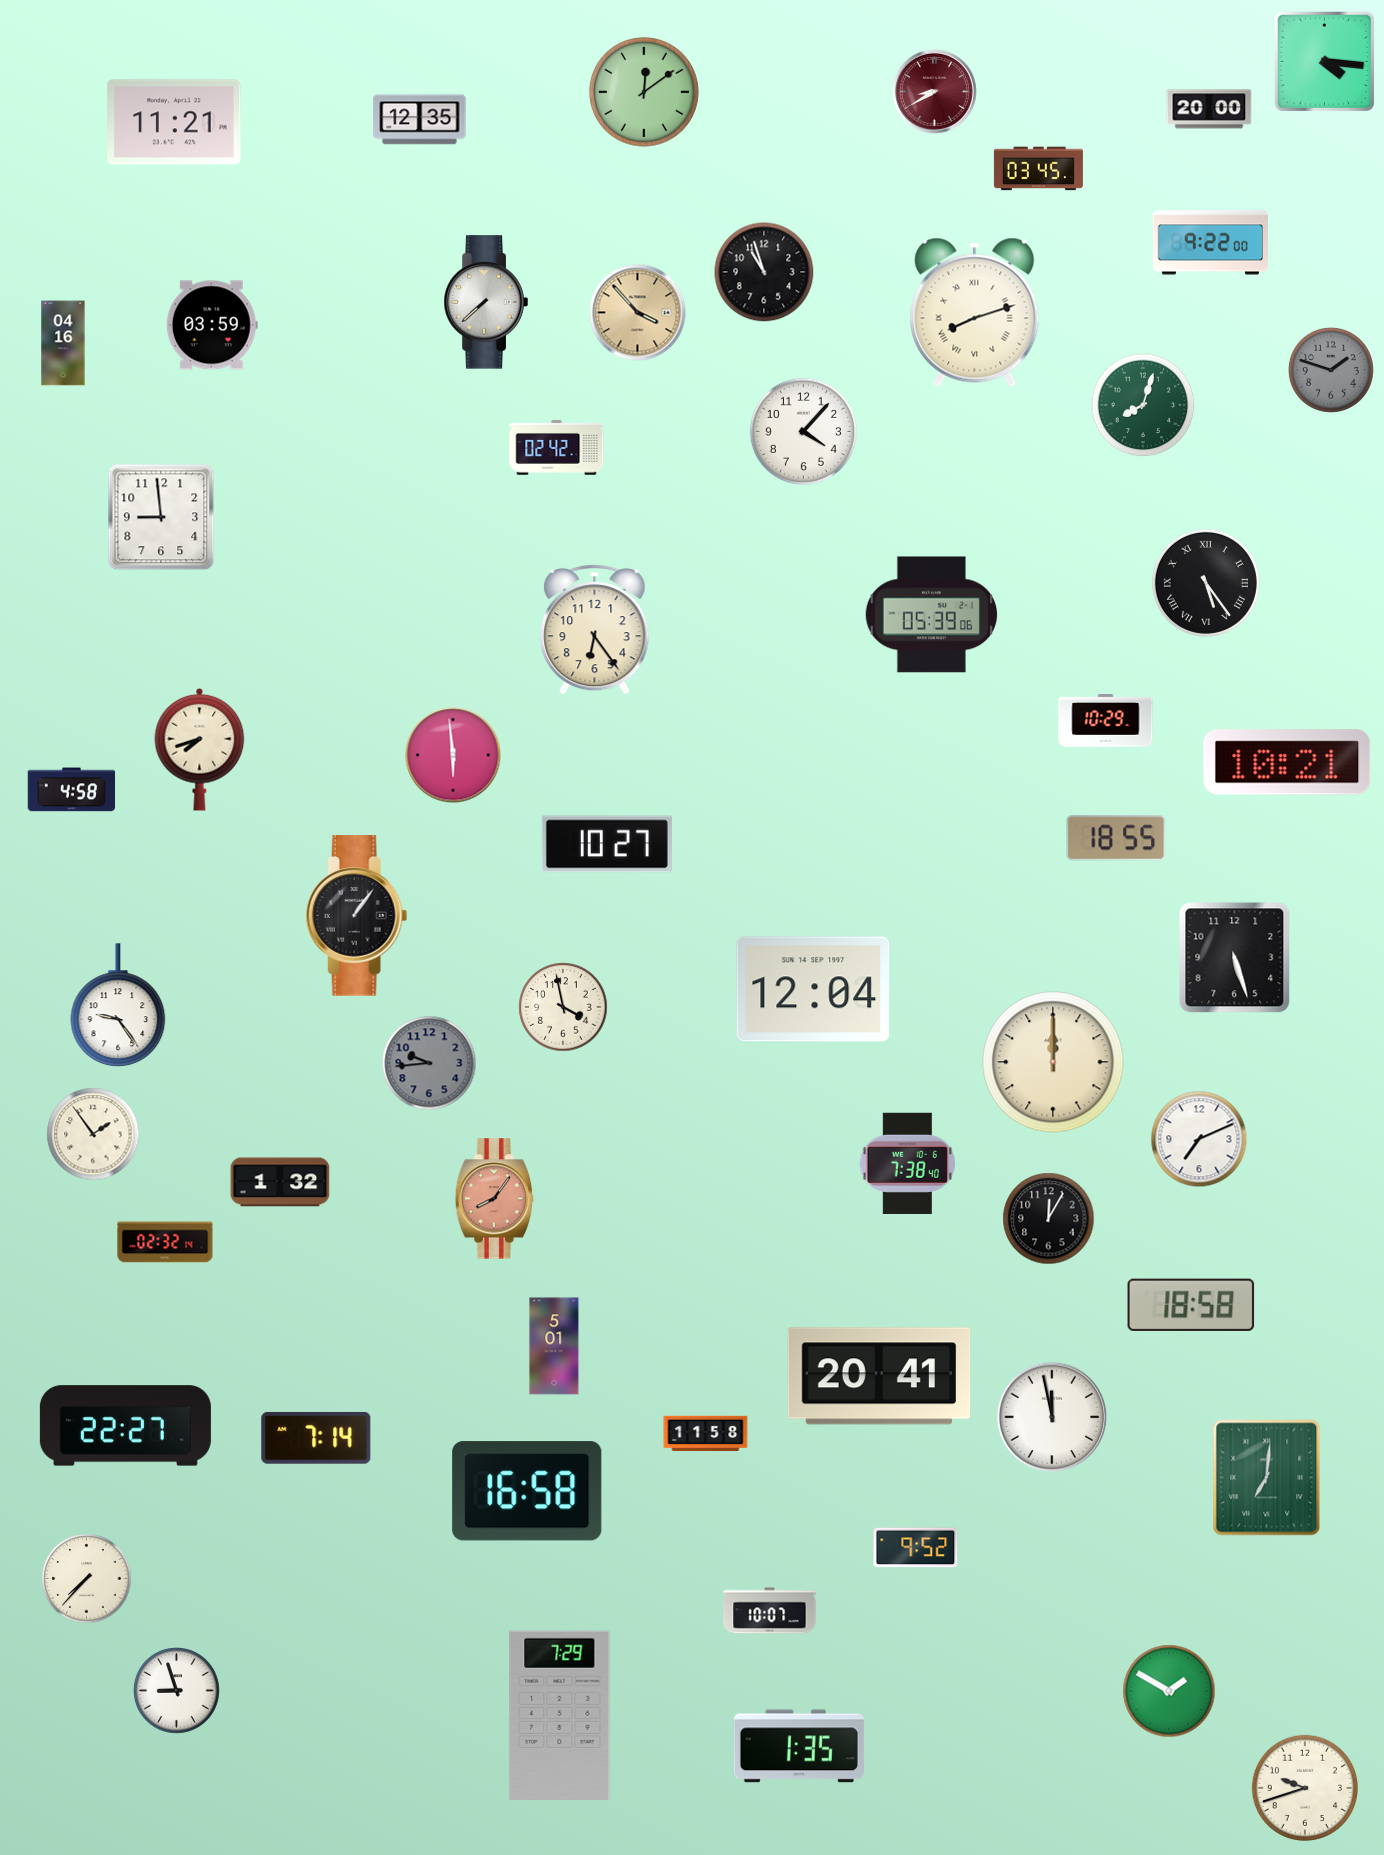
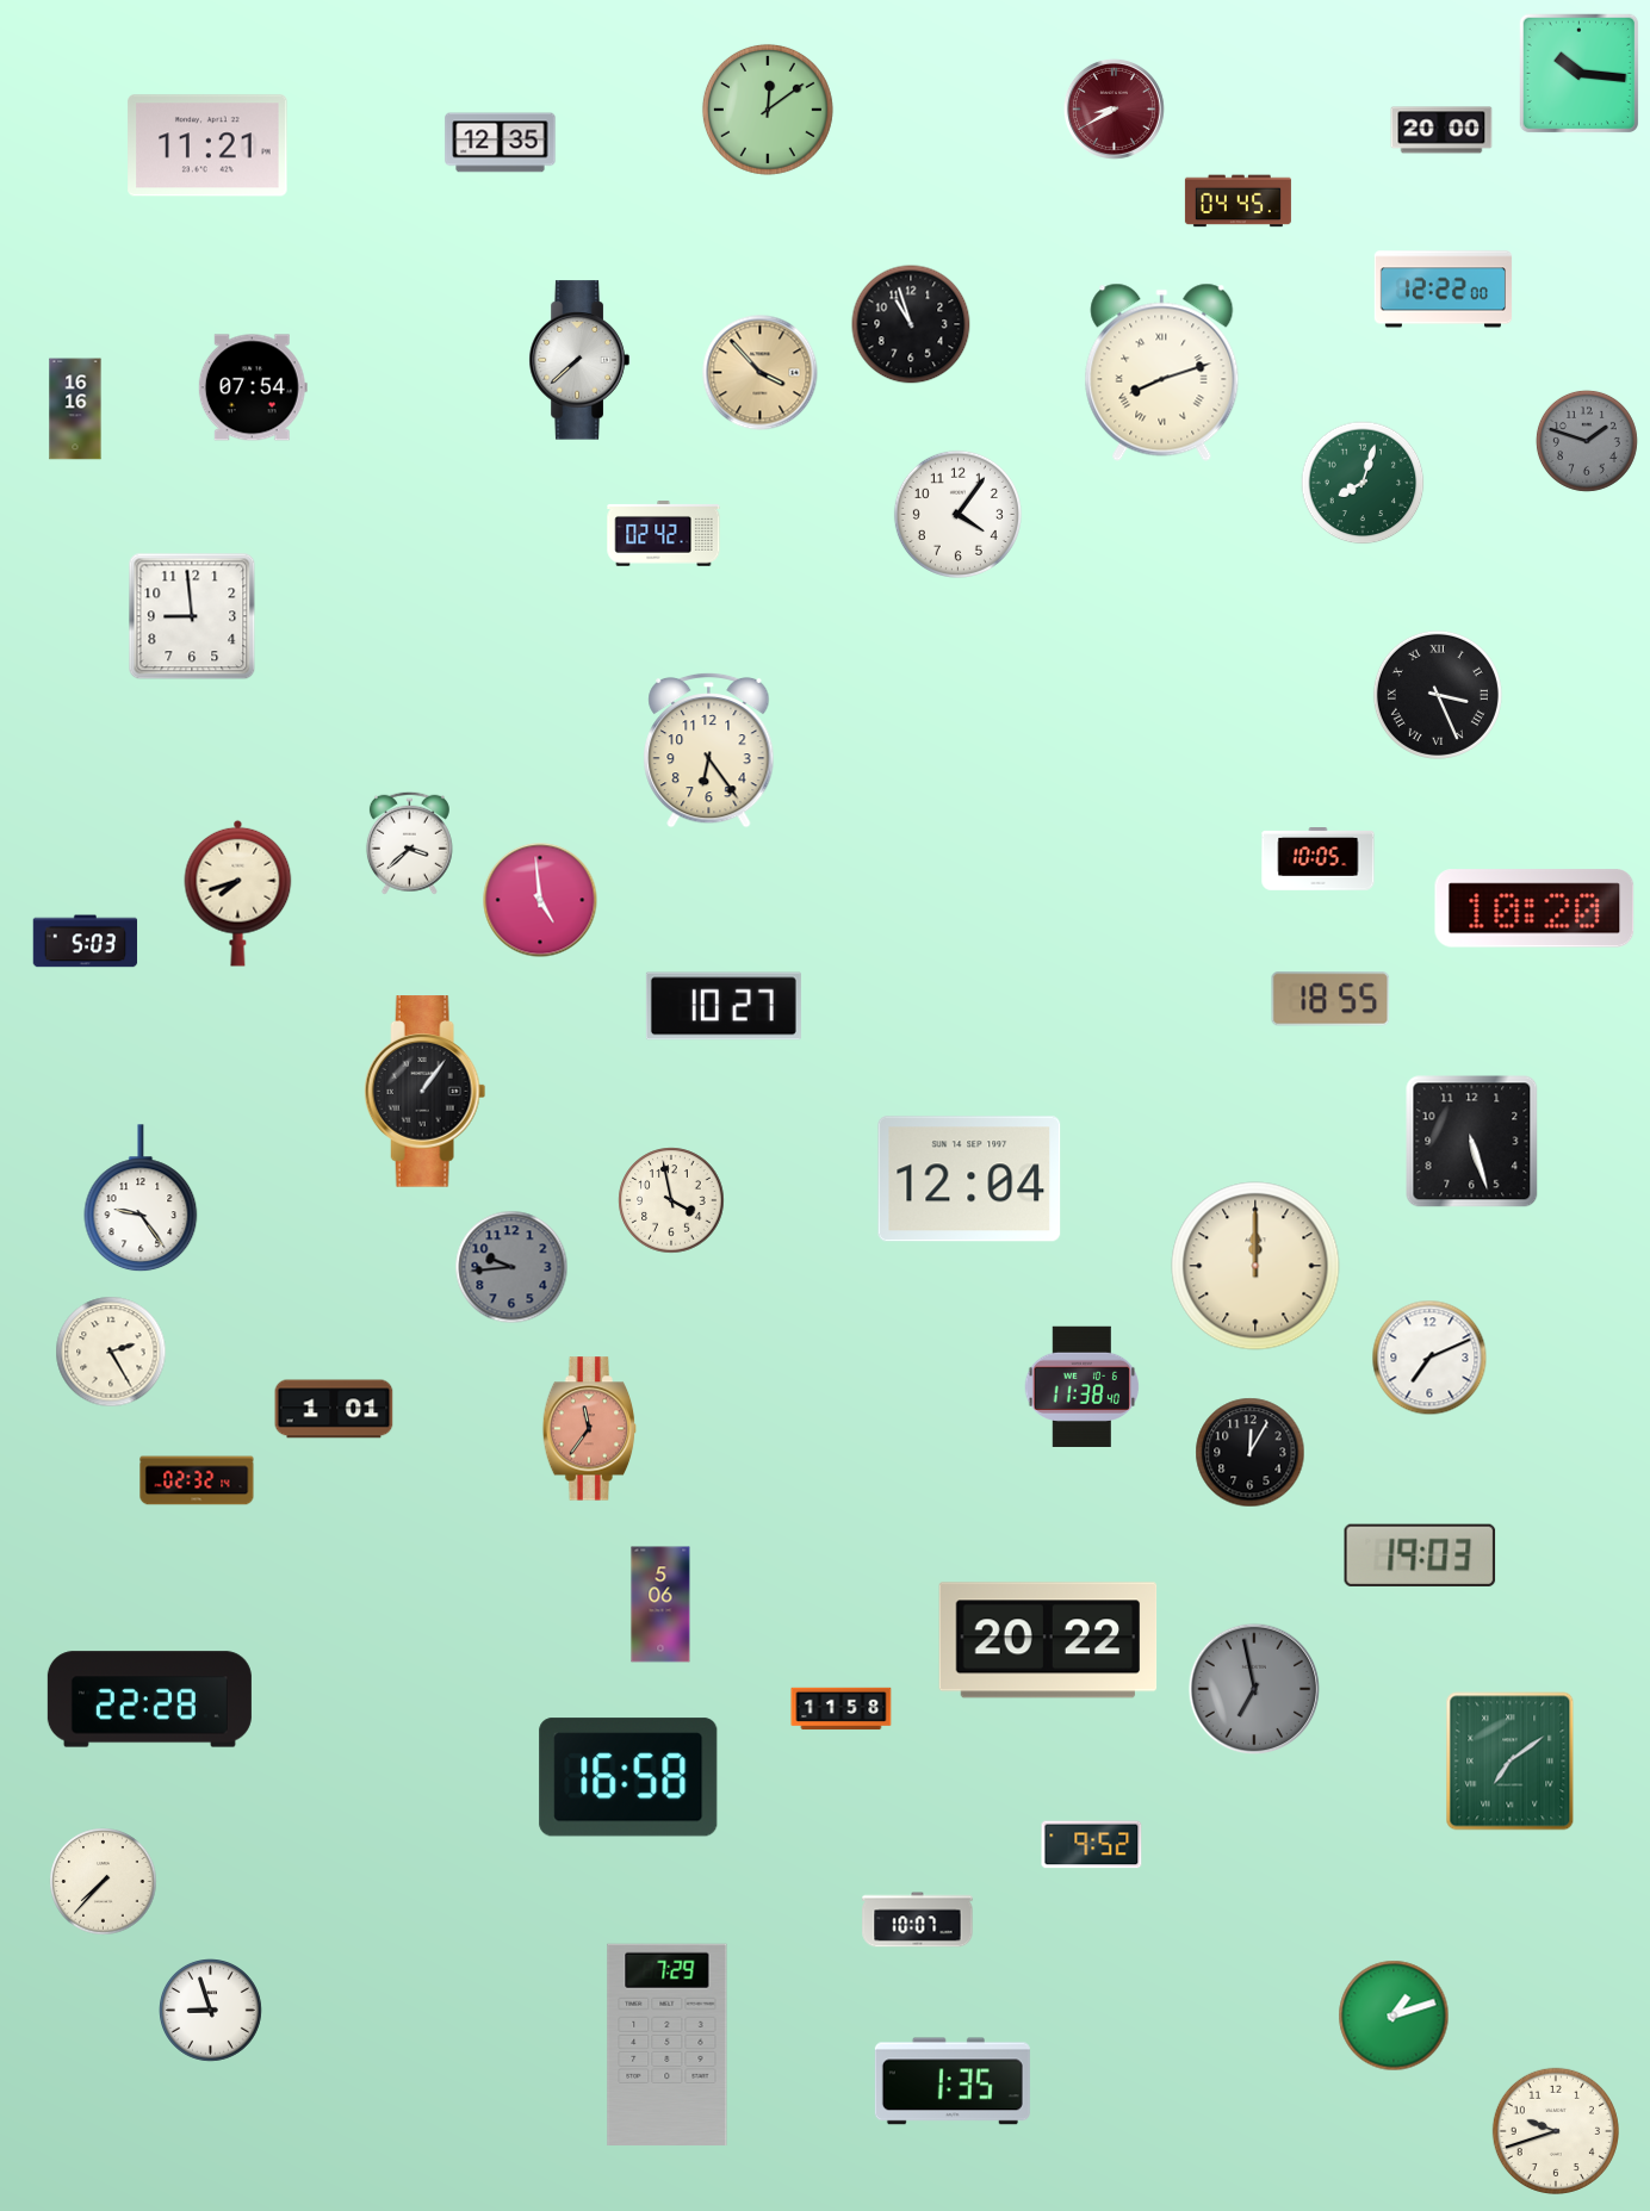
clock at (1324, 61): 4:16 -> 10:16
clock at (1038, 169): 03:45 -> 04:45
clock at (1210, 243): 9:22 -> 12:22
clock at (212, 325): 03:59 -> 07:54
clock at (63, 343): 04:16 -> 16:16
clock at (803, 431): 4:07 -> 4:06
clock at (1206, 583): 5:24 -> 3:26
clock at (932, 615): 05:39 -> none
clock at (409, 843): none -> 3:38
clock at (1106, 721): 10:29 -> 10:05
clock at (453, 755): 5:59 -> 4:59
clock at (1287, 762): 10:21 -> 10:20
clock at (72, 790): 4:58 -> 5:03
clock at (93, 1134): 1:54 -> 2:25
clock at (908, 1163): 7:38 -> 11:38
clock at (280, 1182): 1:32 -> 1:01
clock at (495, 1199): 8:06 -> 11:36
clock at (1191, 1305): 18:58 -> 19:03
clock at (554, 1346): 5:01 -> 5:06
clock at (879, 1376): 20:41 -> 20:22
clock at (1052, 1417): 11:58 -> 6:58
clock at (1052, 1417) dial: white -> grey
clock at (125, 1426): 22:27 -> 22:28
clock at (316, 1438): 7:14 -> none
clock at (1267, 1478): 7:01 -> 7:09
clock at (177, 1691) position: (177, 1691) -> (211, 2011)
clock at (1169, 1691): 1:50 -> 1:12
